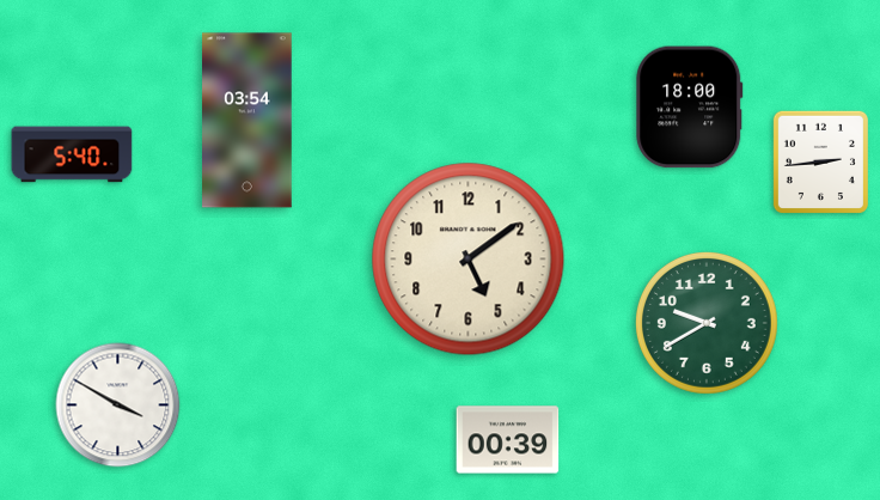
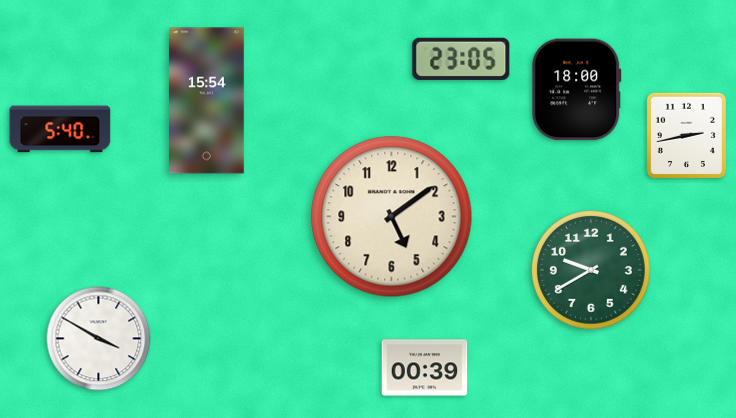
clock at (461, 59): none -> 23:05
clock at (247, 121): 03:54 -> 15:54
clock at (820, 161): 2:44 -> 2:43
